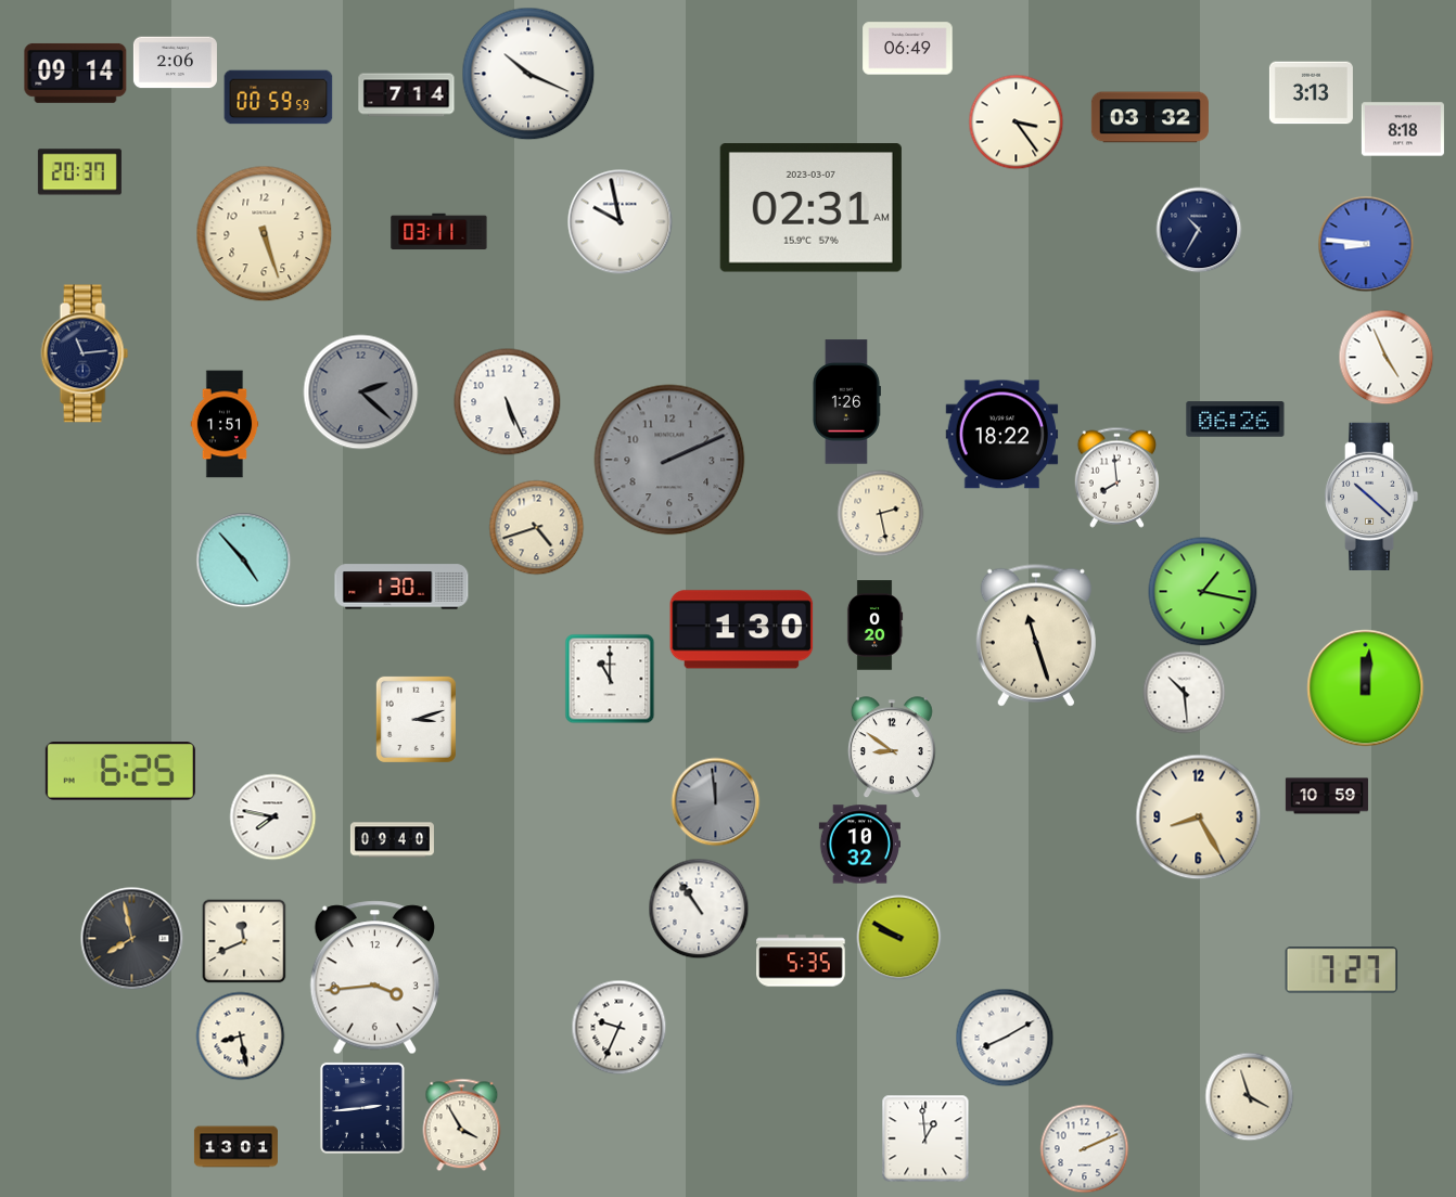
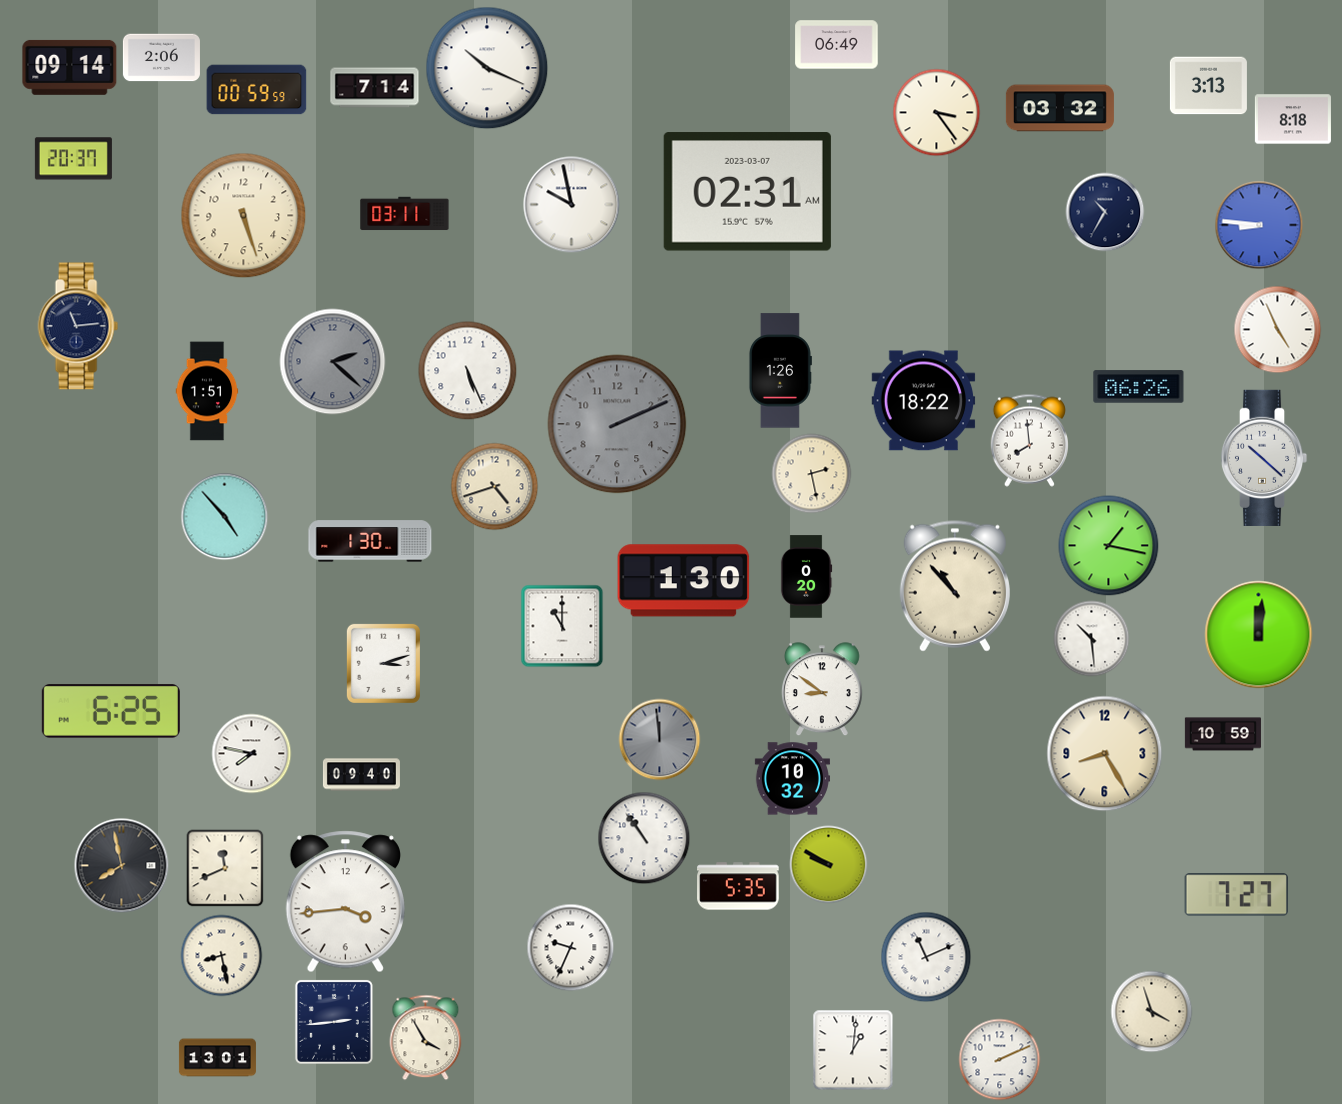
clock at (1036, 635): 11:27 -> 10:53
clock at (1005, 1038): 8:10 -> 11:11
clock at (925, 1138): 12:59 -> 1:01
